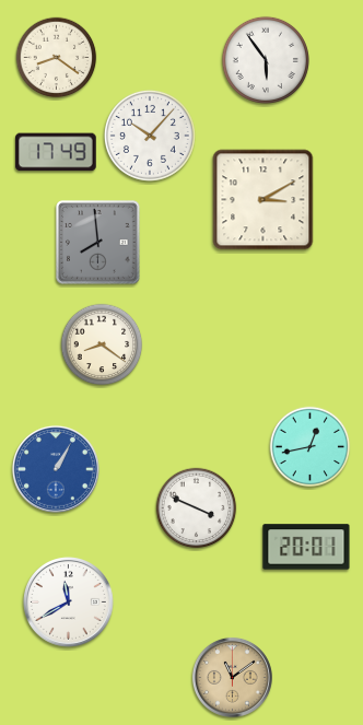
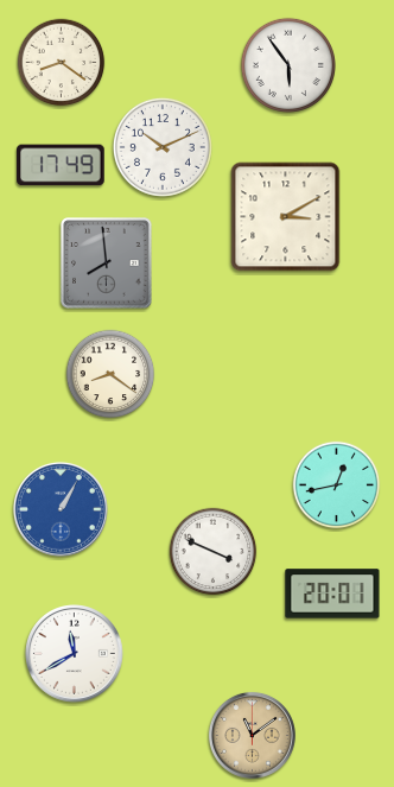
clock at (150, 136): 10:07 -> 10:11
